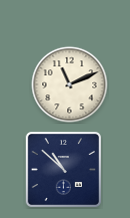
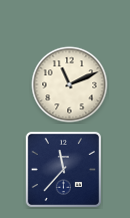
clock at (63, 169): 10:52 -> 11:37
